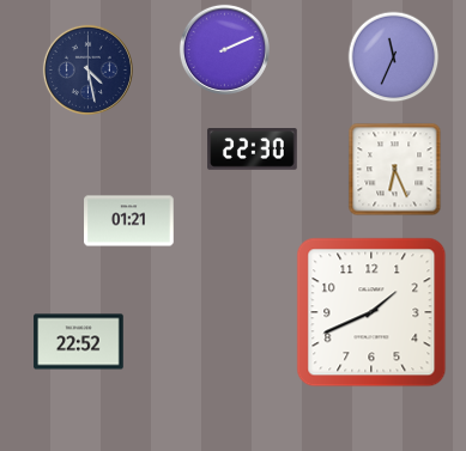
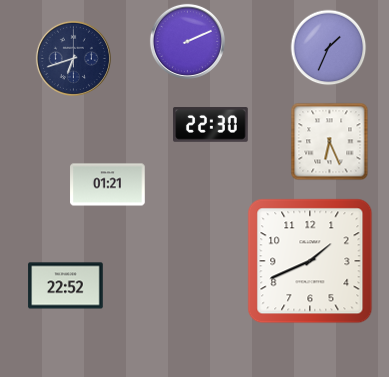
clock at (394, 57): 11:34 -> 1:34
clock at (87, 69): 4:28 -> 6:42
